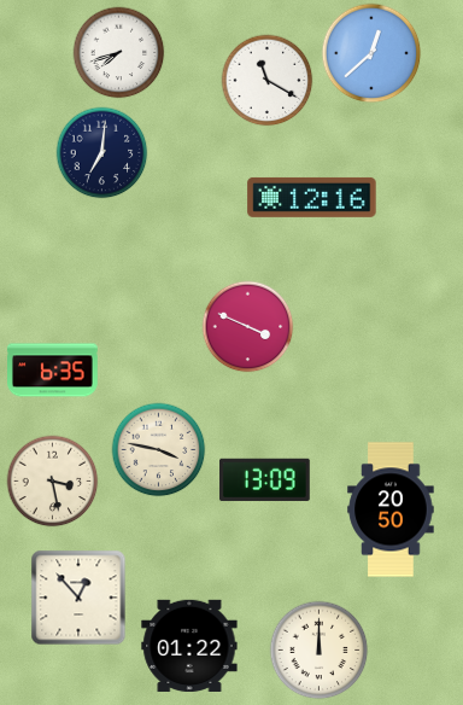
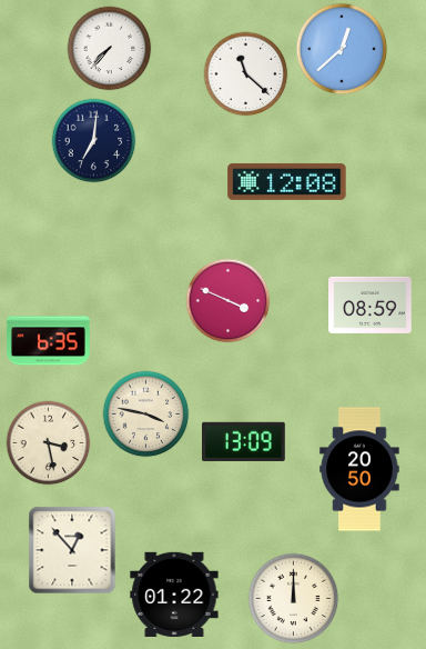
clock at (119, 53): 7:42 -> 7:37
clock at (268, 81): 11:20 -> 11:22
clock at (312, 197): 12:16 -> 12:08
clock at (371, 304): none -> 08:59
